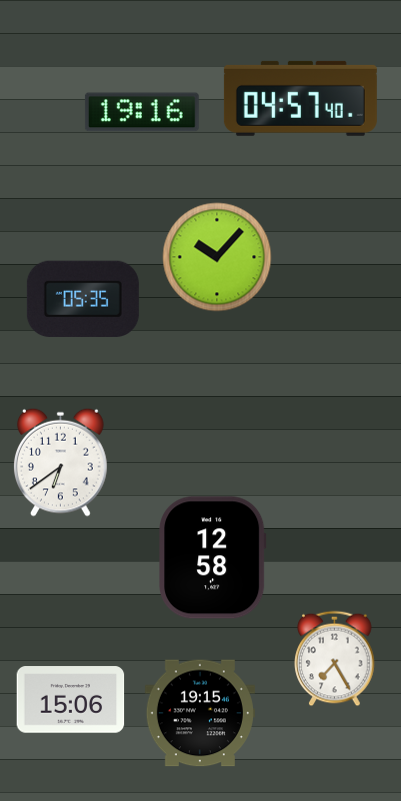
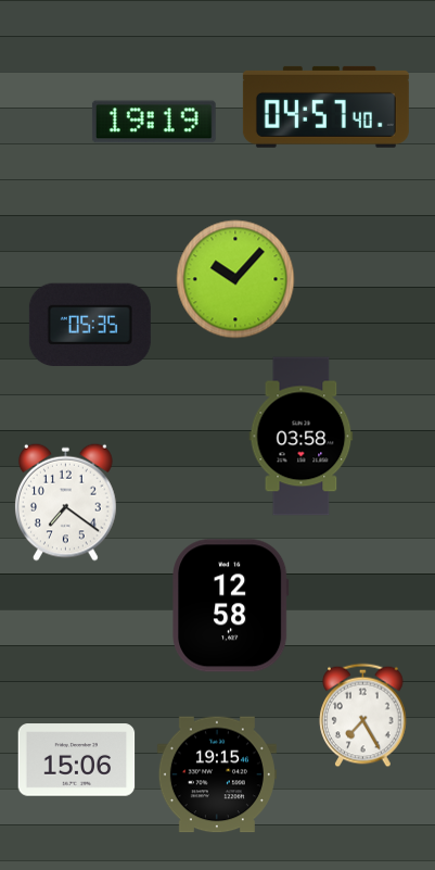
clock at (142, 112): 19:16 -> 19:19
clock at (302, 437): none -> 03:58
clock at (61, 462): 6:39 -> 7:21
